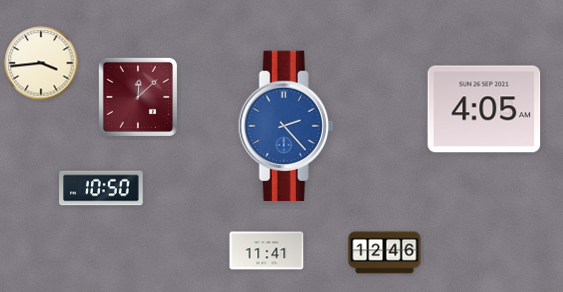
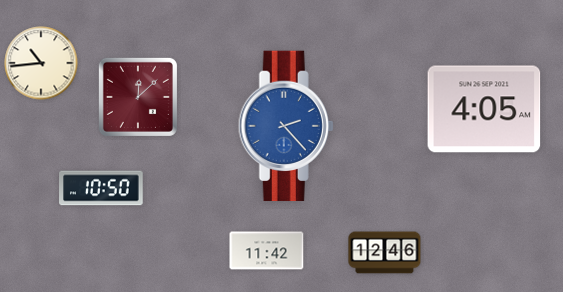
clock at (41, 63): 3:44 -> 10:44
clock at (267, 251): 11:41 -> 11:42
